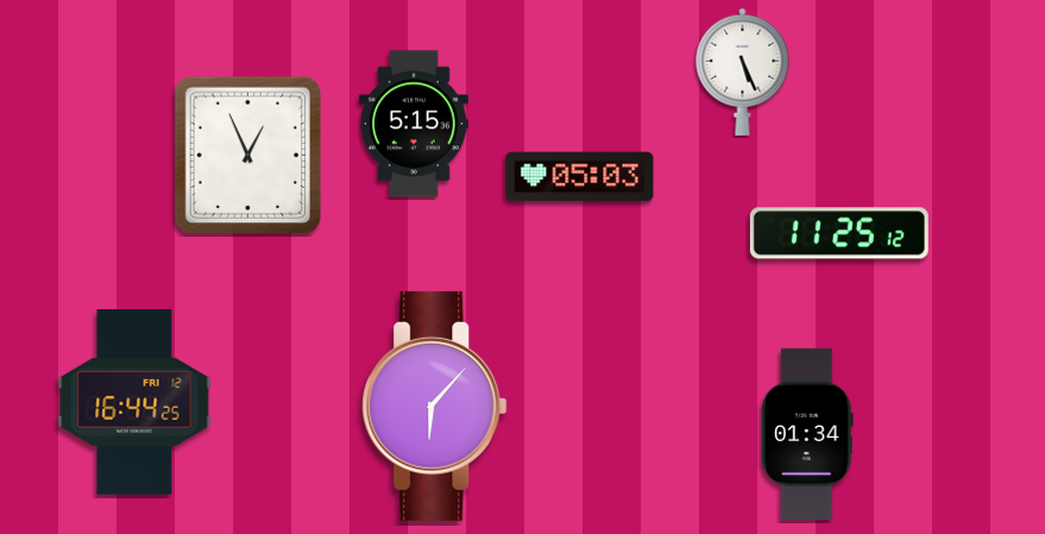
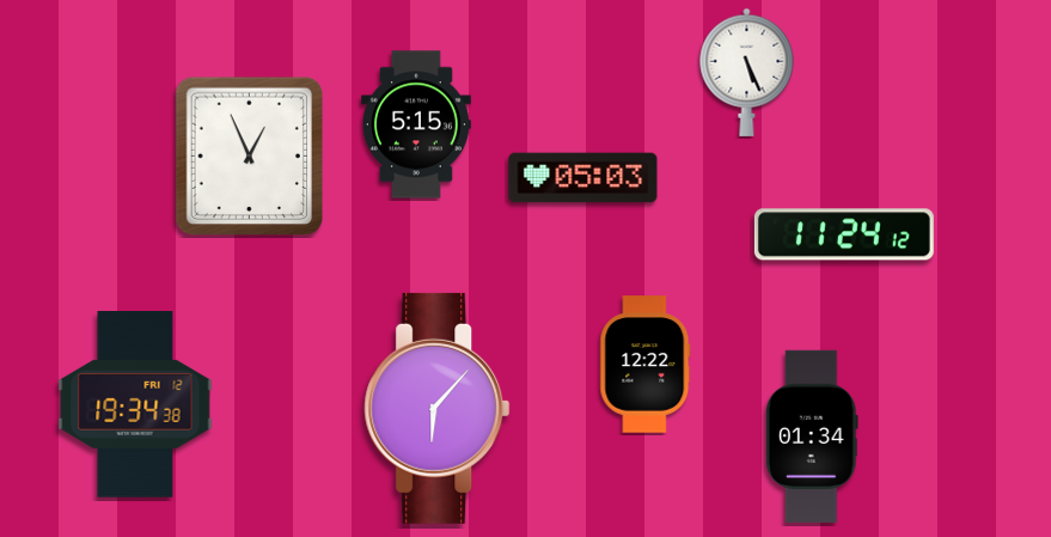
clock at (839, 233): 11:25 -> 11:24
clock at (646, 365): none -> 12:22
clock at (134, 402): 16:44 -> 19:34
